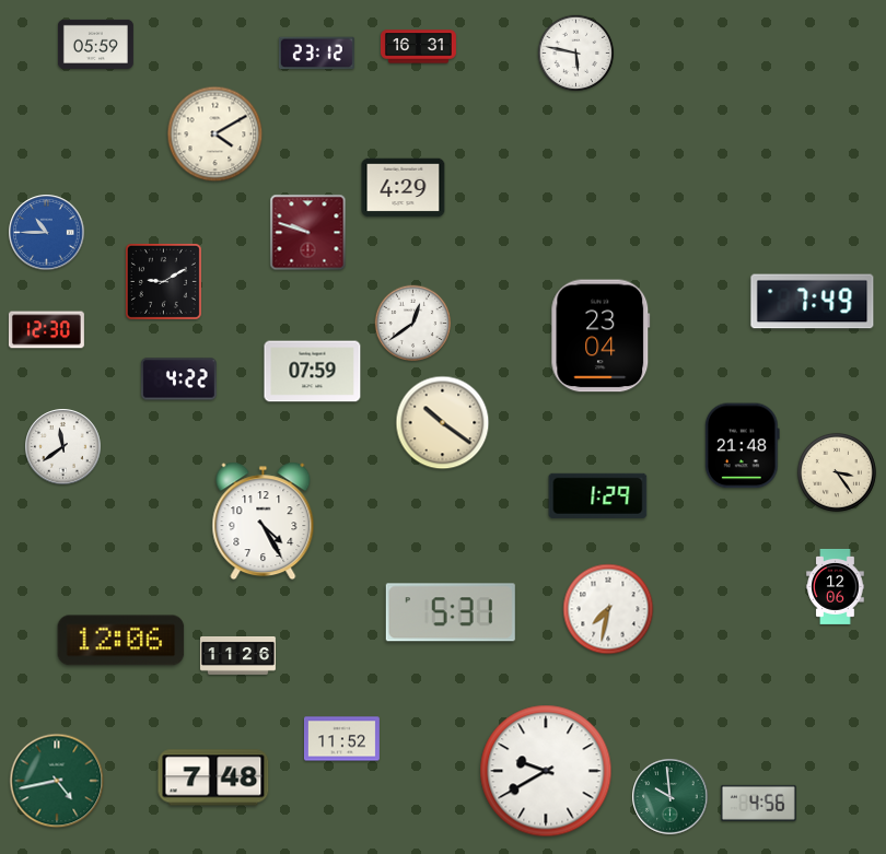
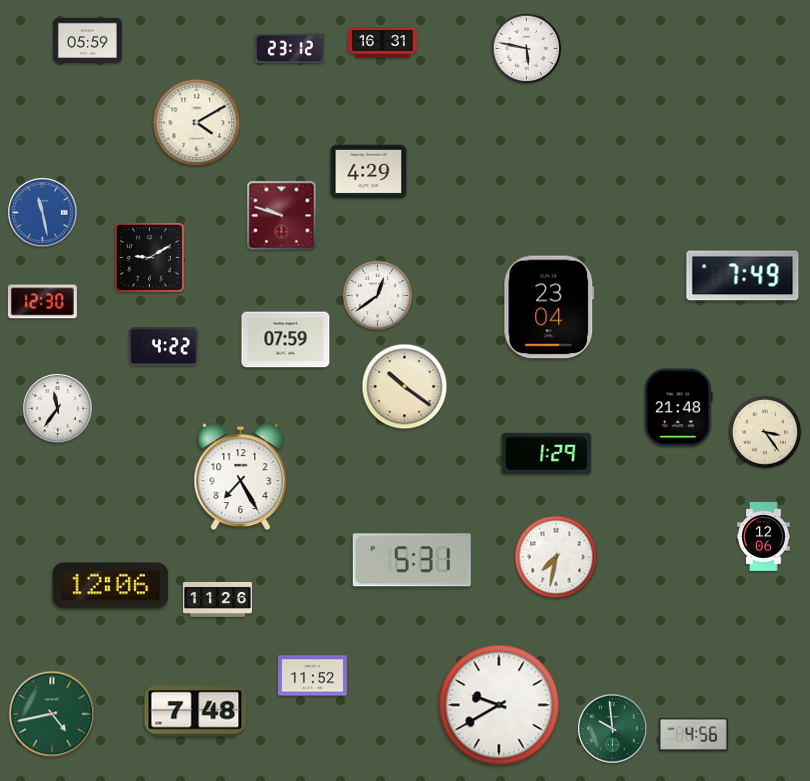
clock at (47, 233): 10:45 -> 11:28
clock at (308, 233) position: (308, 233) -> (282, 216)
clock at (63, 447): 11:39 -> 11:36
clock at (264, 522): 4:25 -> 7:25
